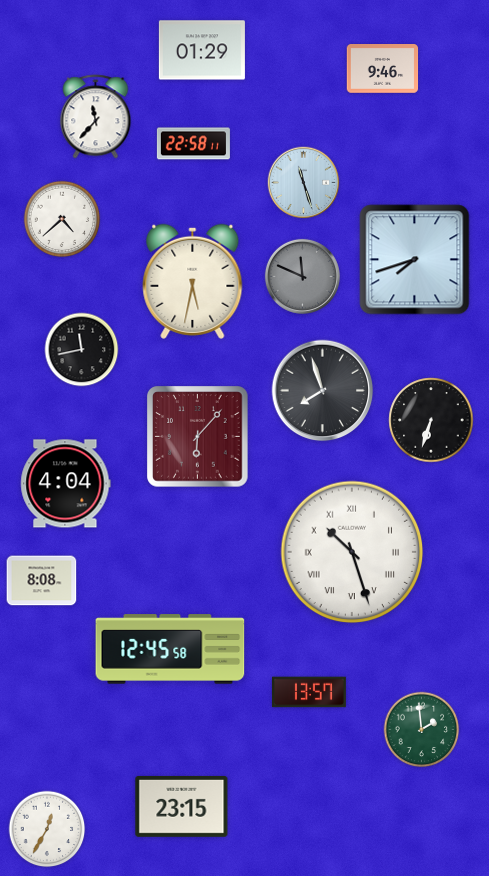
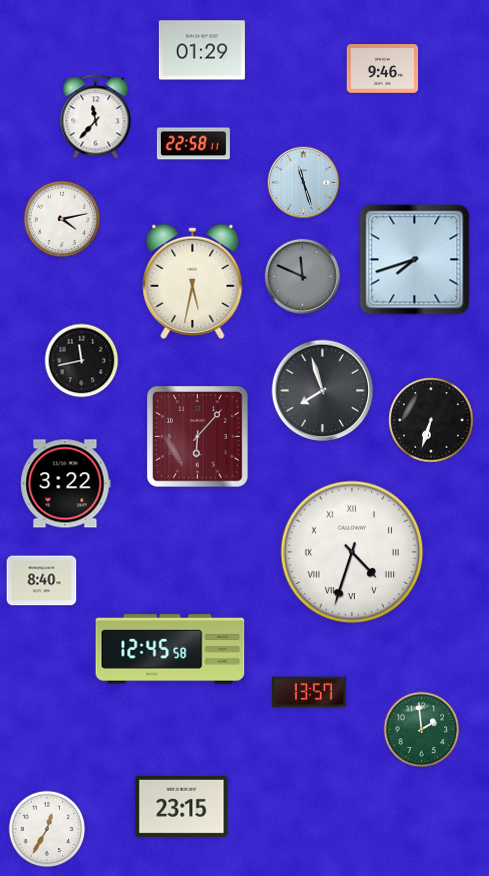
clock at (62, 219): 4:38 -> 4:13
clock at (82, 350) position: (82, 350) -> (82, 361)
clock at (66, 484): 4:04 -> 3:22
clock at (352, 552): 10:27 -> 4:33
clock at (42, 581): 8:08 -> 8:40
